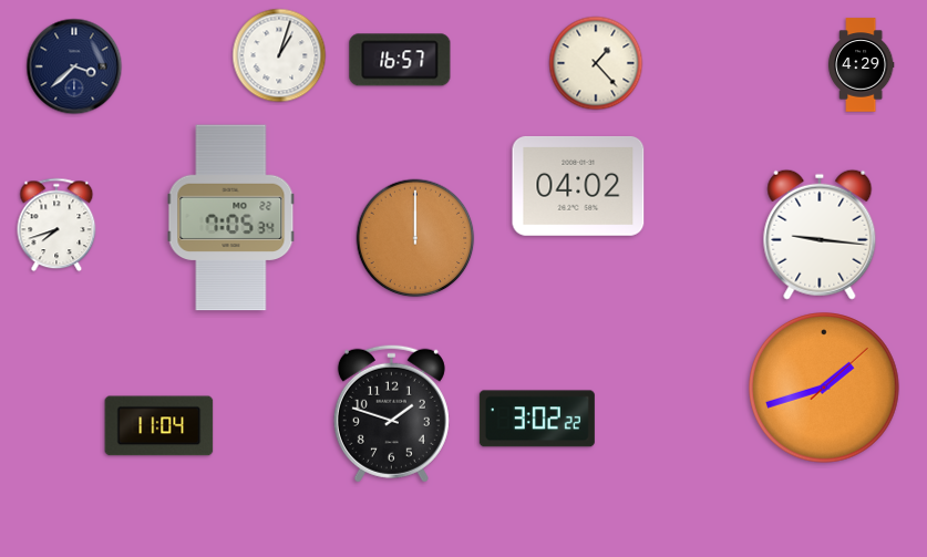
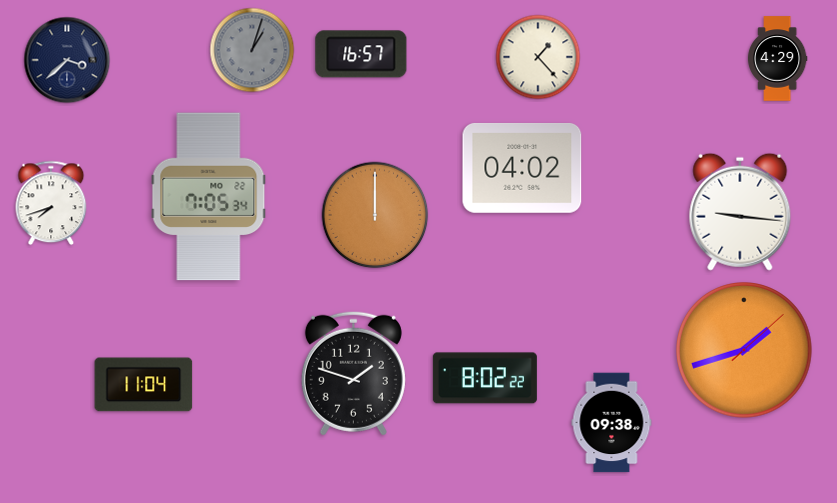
clock at (279, 55) dial: white -> grey
clock at (537, 419): 3:02 -> 8:02
clock at (612, 423): none -> 09:38
